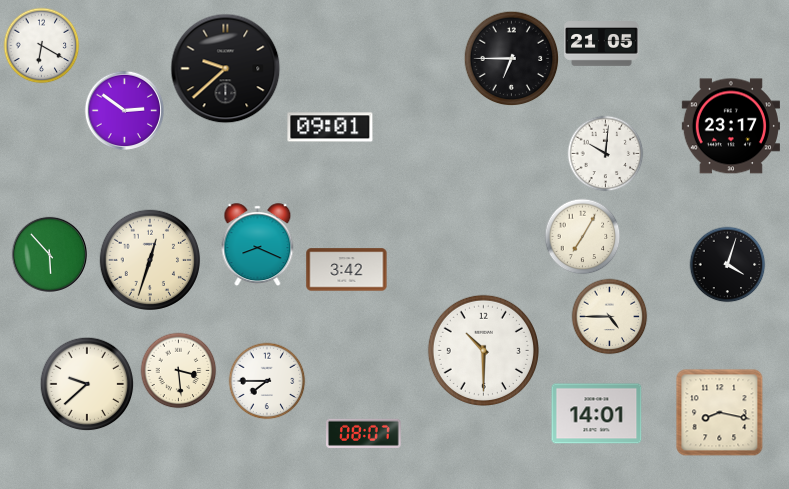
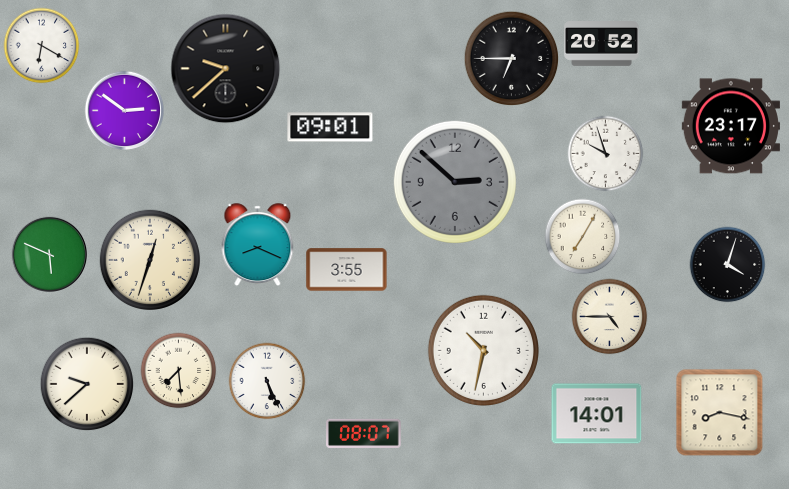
clock at (602, 44): 21:05 -> 20:52
clock at (606, 154): 10:01 -> 9:57
clock at (455, 182): none -> 2:52
clock at (49, 254): 5:53 -> 5:49
clock at (347, 270): 3:42 -> 3:55
clock at (483, 350): 10:30 -> 10:32
clock at (179, 371): 3:29 -> 7:29
clock at (267, 381): 7:45 -> 5:26
